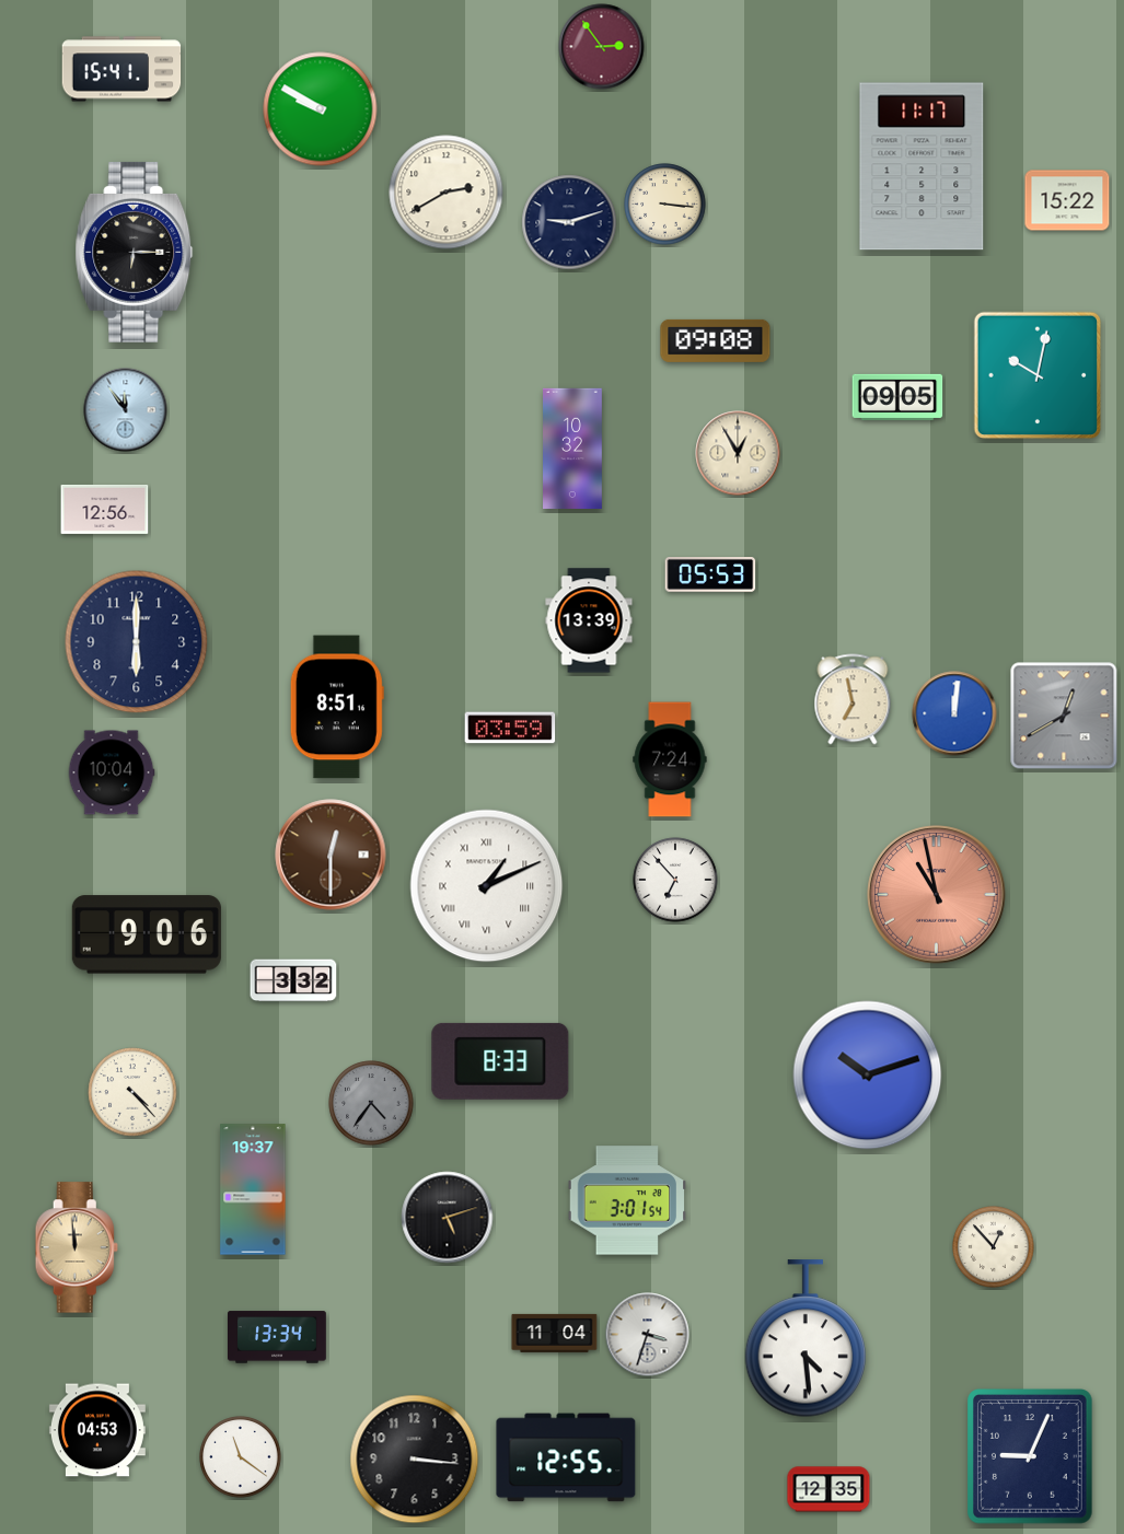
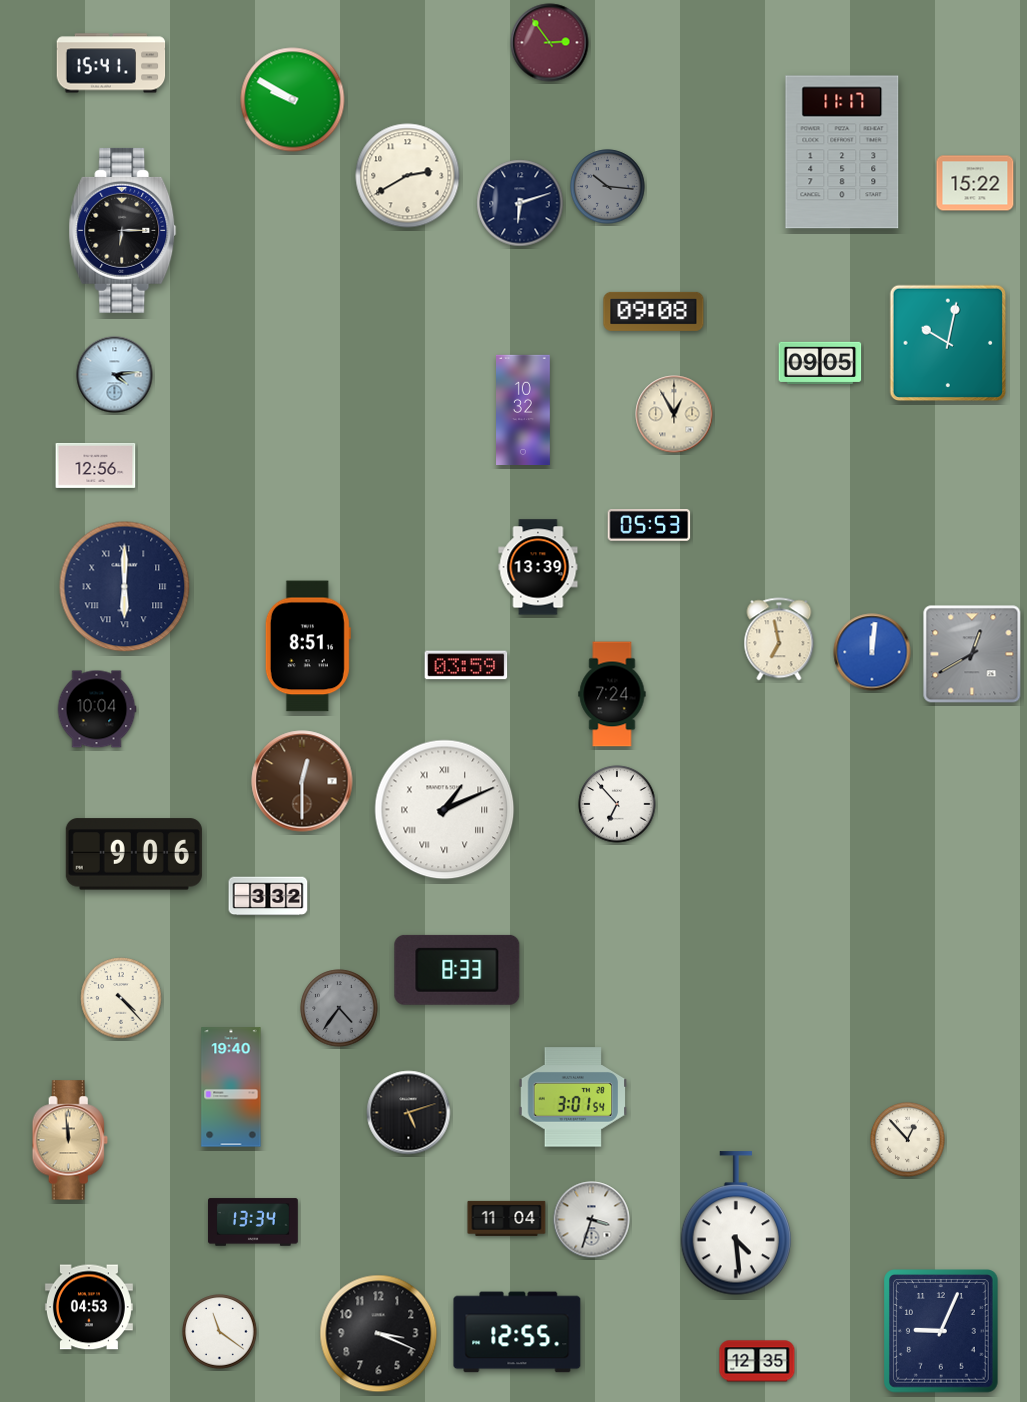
clock at (665, 205): 3:16 -> 10:16
clock at (665, 205) dial: cream -> grey
clock at (569, 222): 9:12 -> 6:12
clock at (126, 410): 11:54 -> 4:14
clock at (137, 642) numerals: Arabic -> Roman
clock at (112, 772) position: (112, 772) -> (97, 709)
clock at (937, 895): 10:58 -> none
clock at (868, 1076): 10:12 -> none
clock at (253, 1189): 19:37 -> 19:40
clock at (415, 1460): 3:16 -> 3:19
